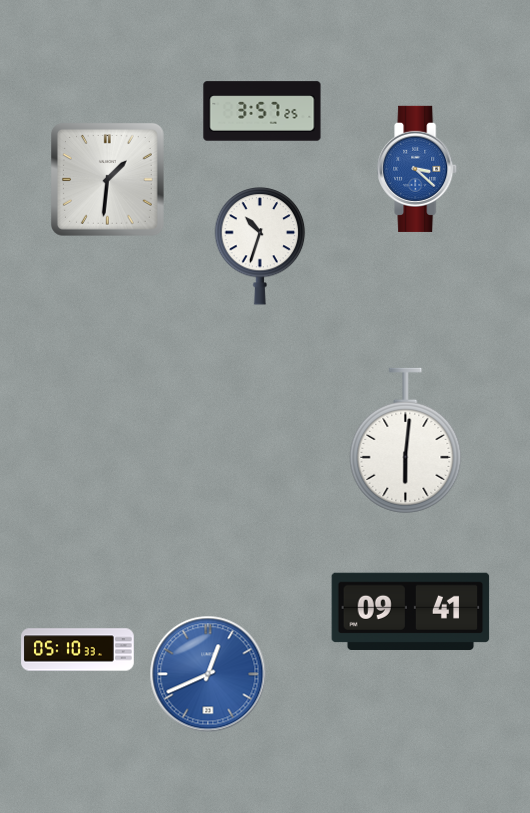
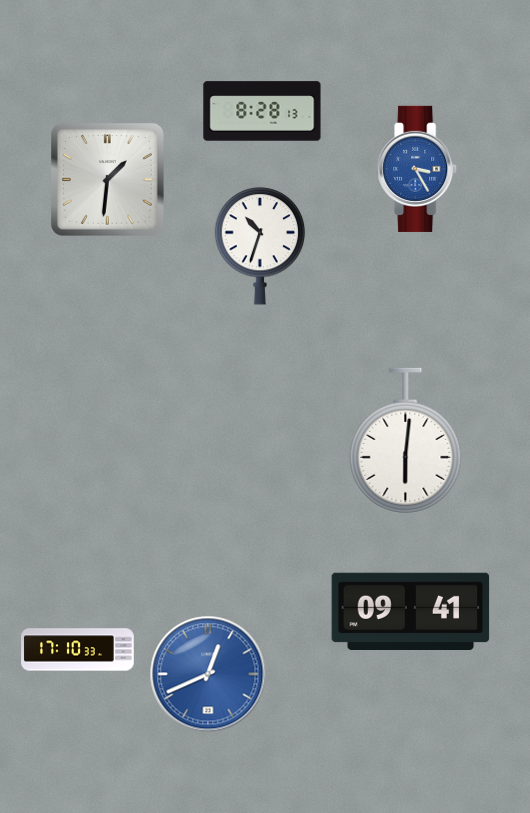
clock at (262, 111): 3:57 -> 8:28
clock at (418, 169): 3:22 -> 3:25
clock at (78, 650): 05:10 -> 17:10
